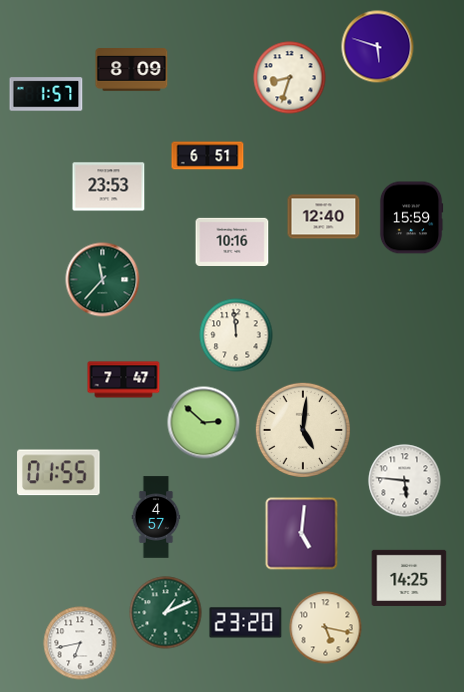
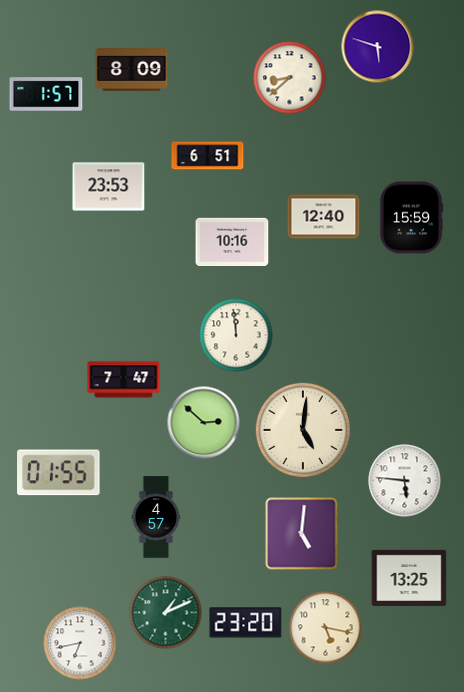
clock at (290, 78): 8:33 -> 8:38
clock at (103, 280): 11:37 -> none
clock at (409, 578): 14:25 -> 13:25
